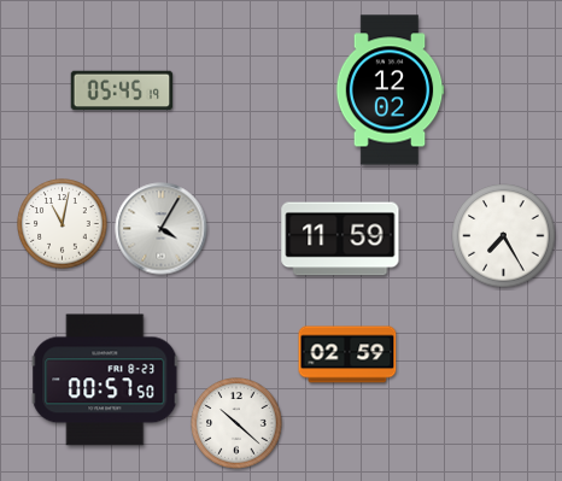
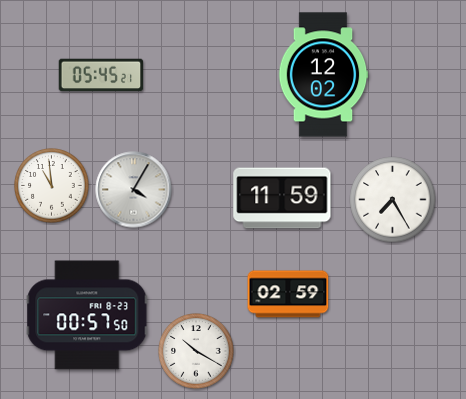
clock at (122, 90): 05:45:19 -> 05:45:21
clock at (63, 224): 11:02 -> 10:59
clock at (504, 236) position: (504, 236) -> (393, 200)
clock at (236, 423): 10:22 -> 10:20
